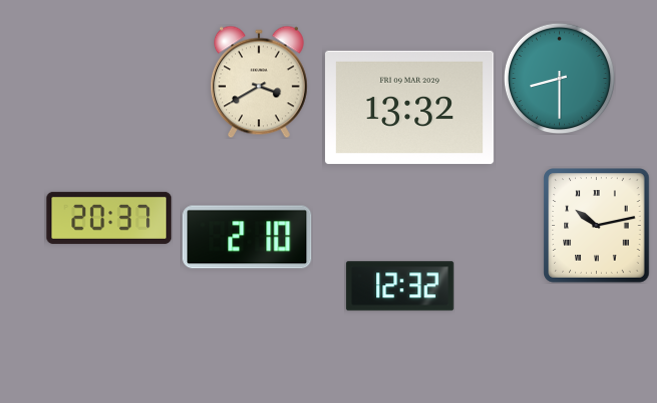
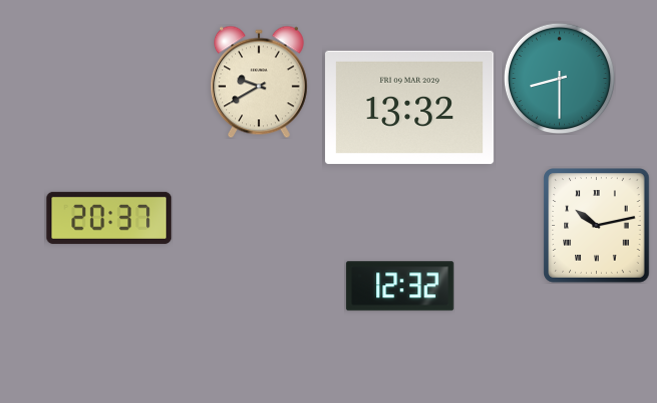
clock at (259, 82): 3:40 -> 9:40
clock at (247, 237): 2:10 -> none
